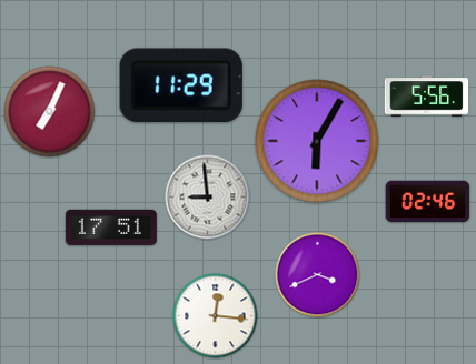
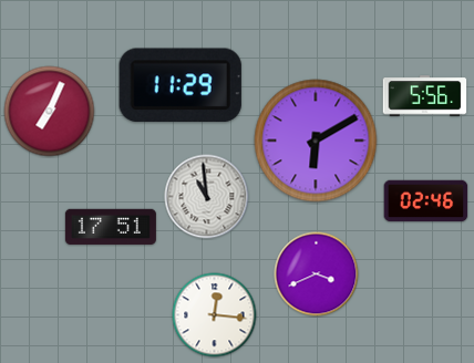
clock at (317, 141): 6:05 -> 6:10
clock at (208, 198): 8:59 -> 10:59
